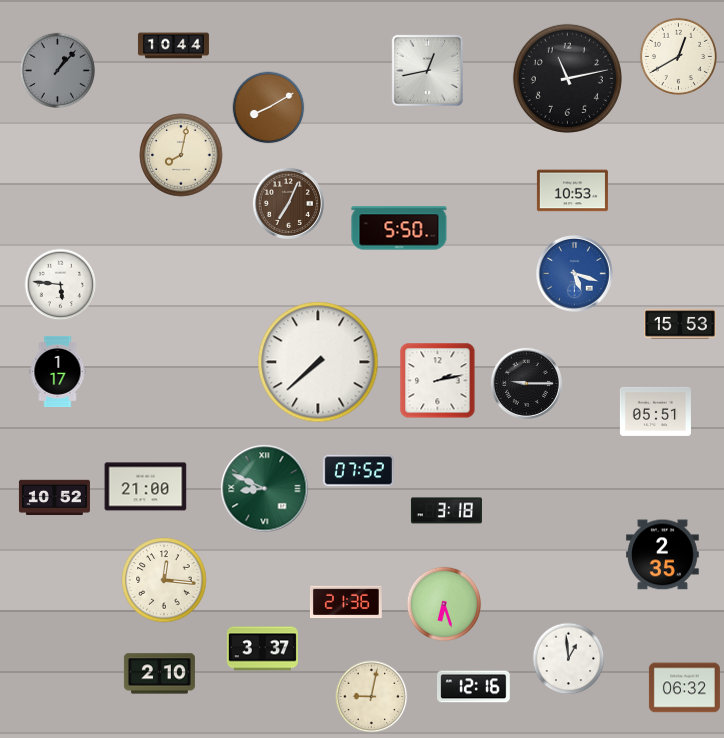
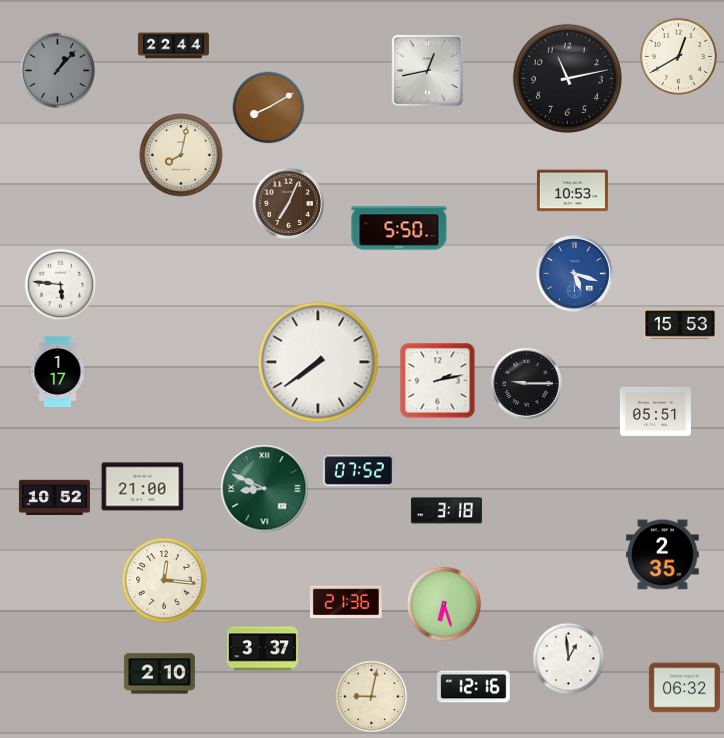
clock at (173, 46): 10:44 -> 22:44
clock at (318, 362): 7:38 -> 7:39
clock at (146, 487) position: (146, 487) -> (143, 487)
